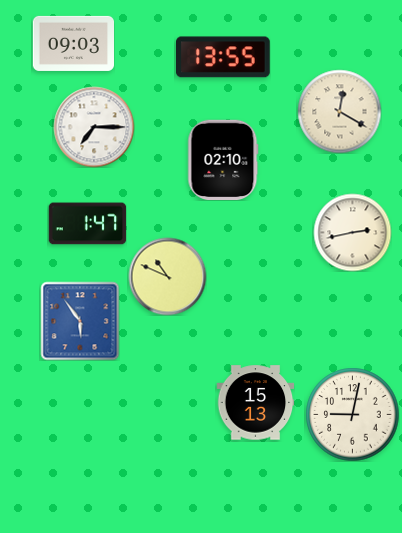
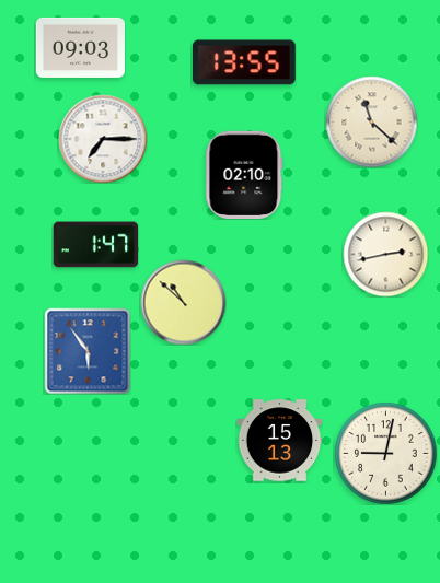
clock at (339, 111): 12:20 -> 11:22
clock at (167, 276): 10:49 -> 10:52
